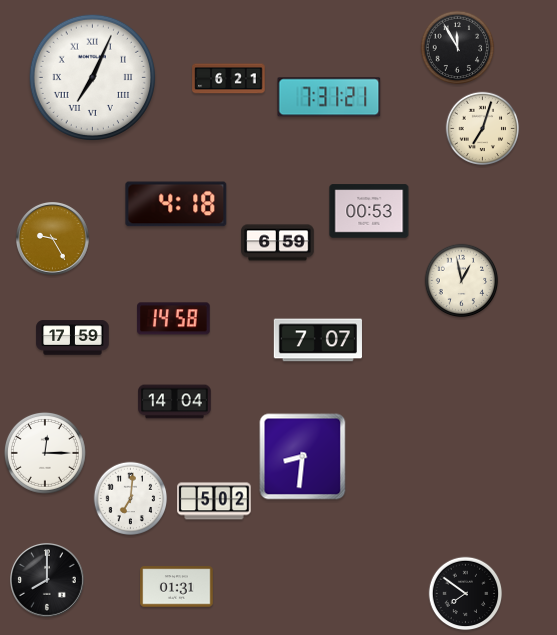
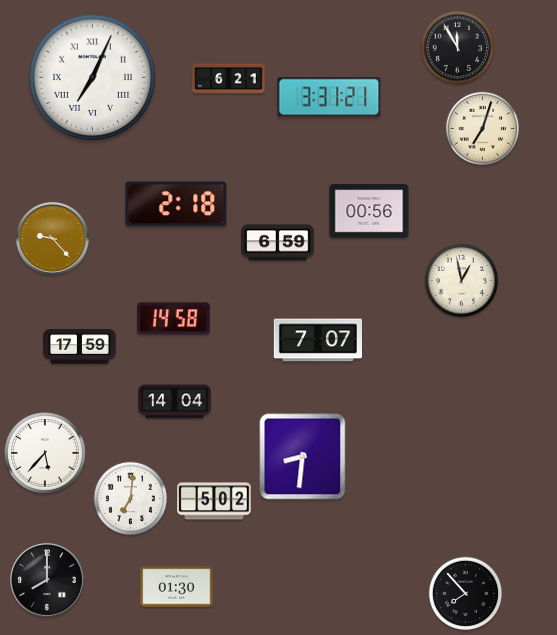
clock at (329, 97): 7:31 -> 3:31
clock at (176, 204): 4:18 -> 2:18
clock at (369, 211): 00:53 -> 00:56
clock at (53, 239): 9:25 -> 9:23
clock at (73, 338) position: (73, 338) -> (80, 347)
clock at (45, 453): 12:15 -> 5:37
clock at (177, 587): 01:31 -> 01:30
clock at (466, 594): 7:51 -> 7:53
